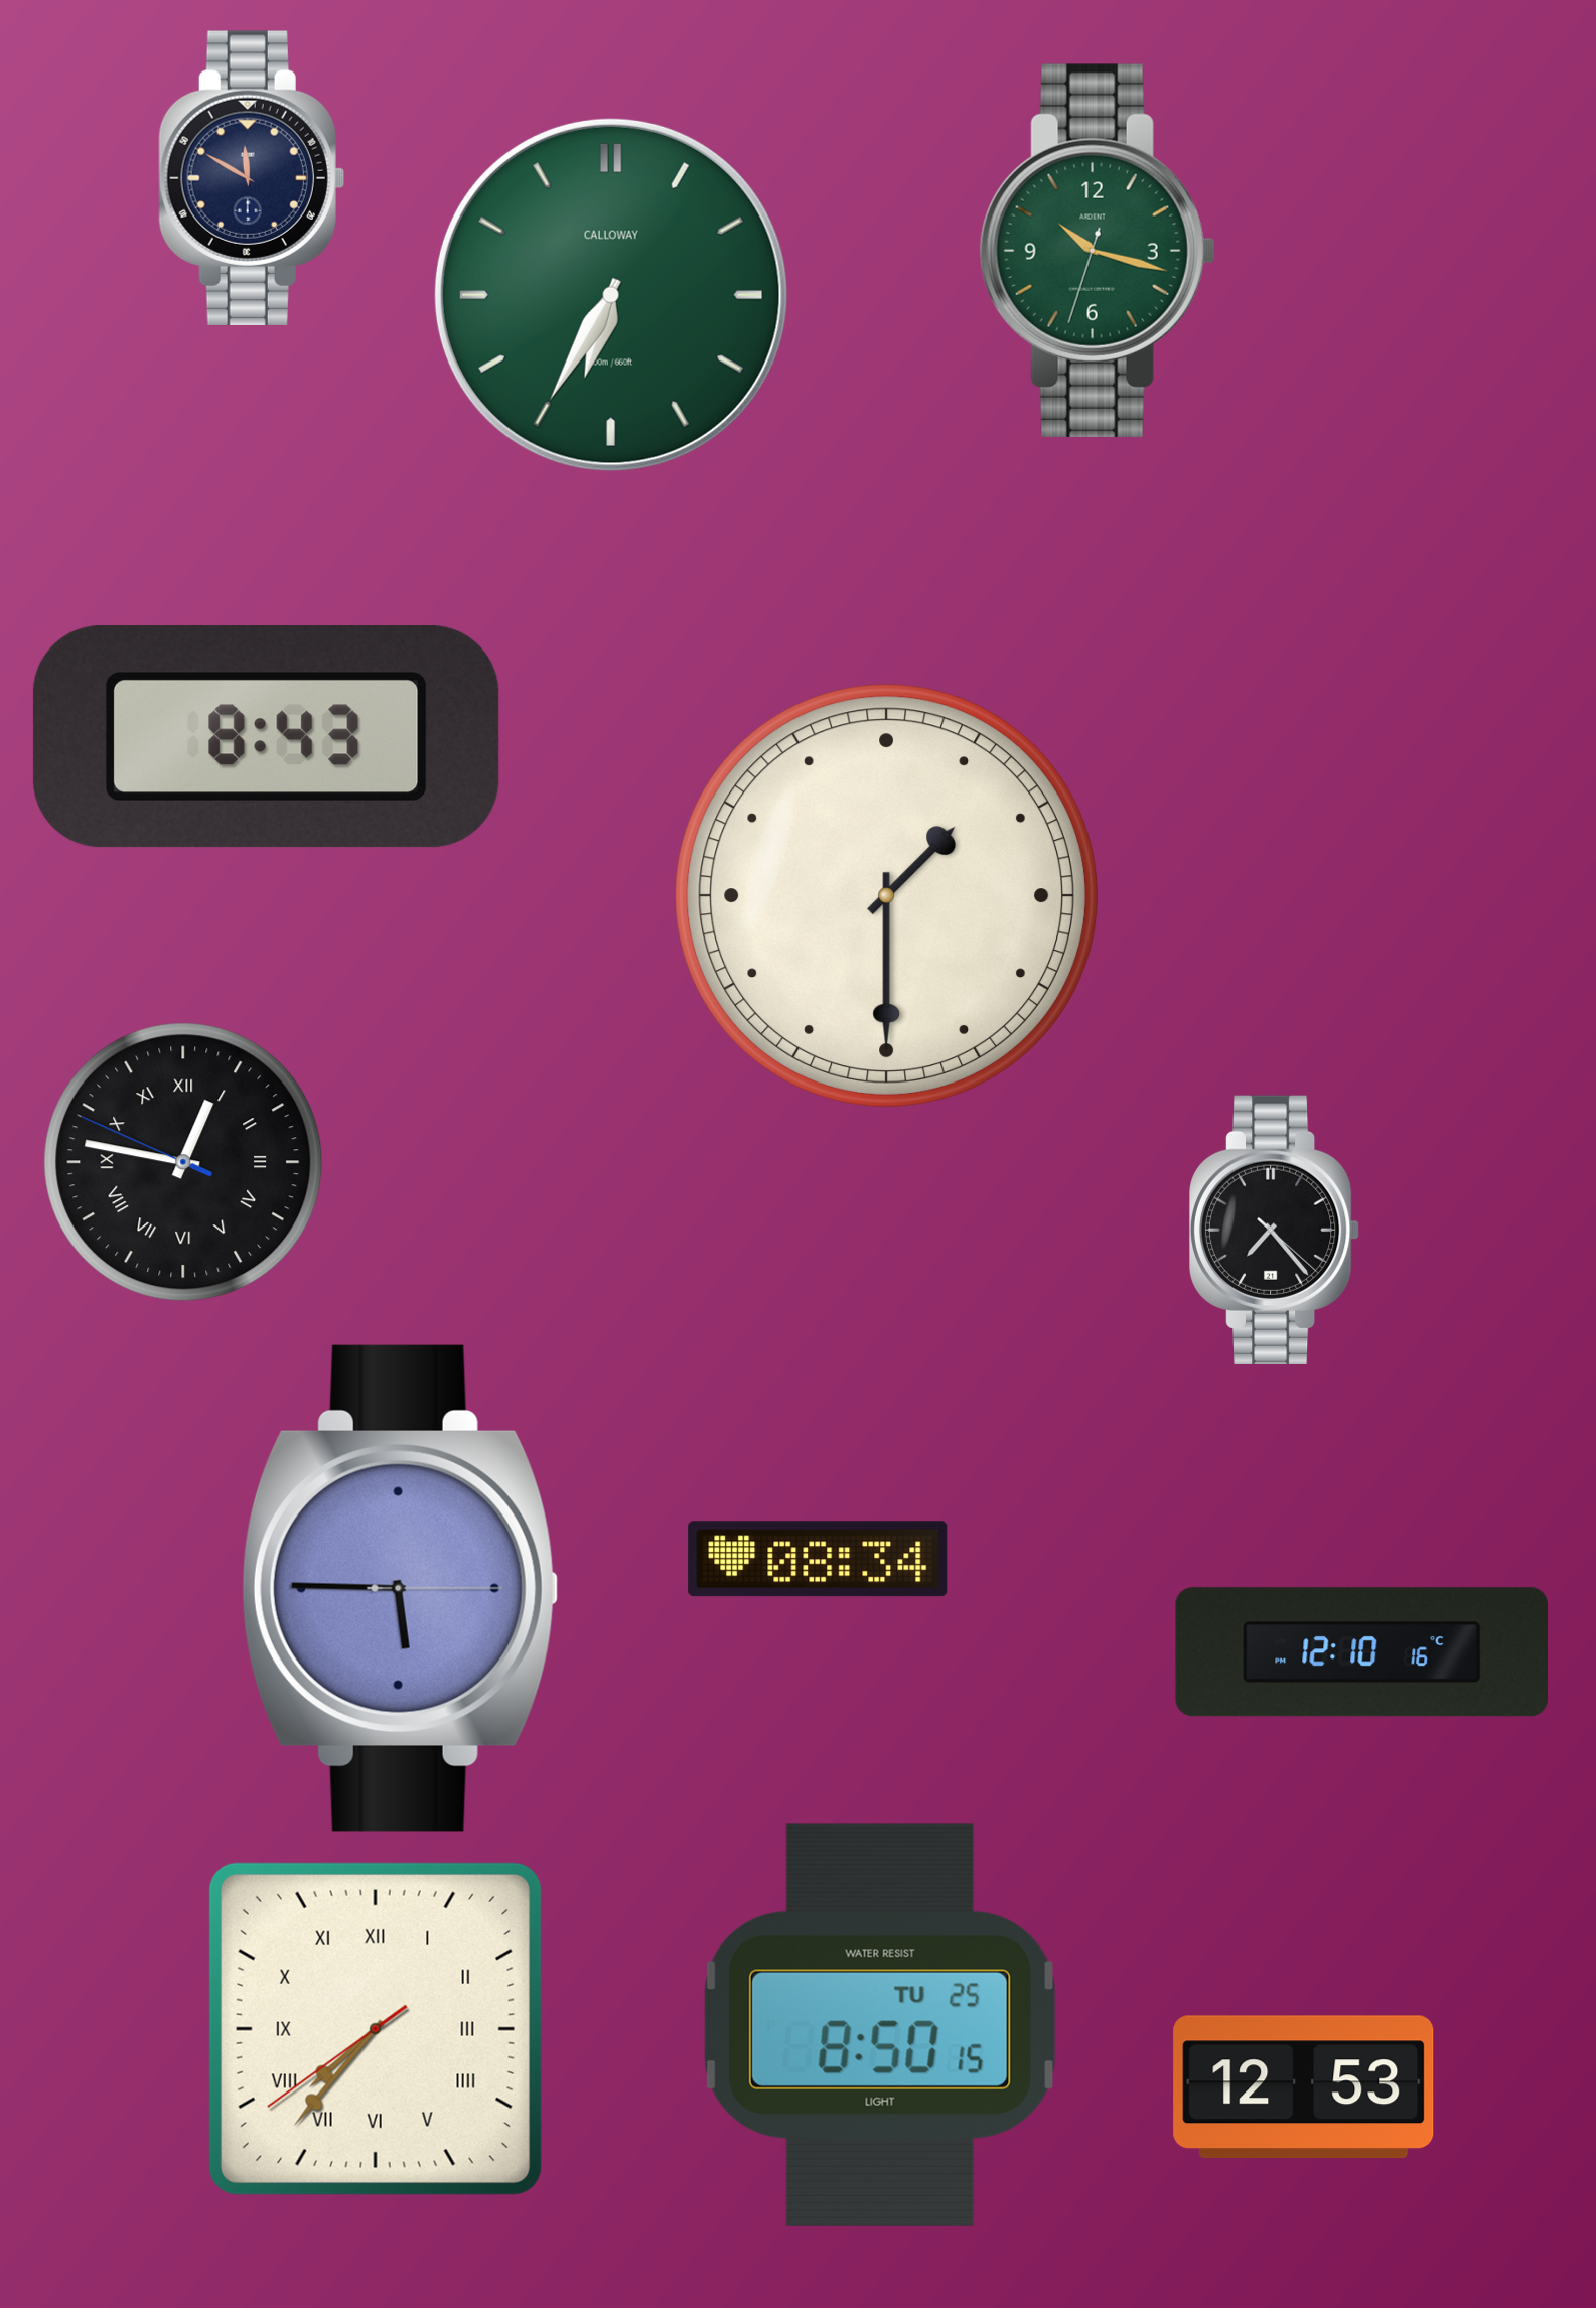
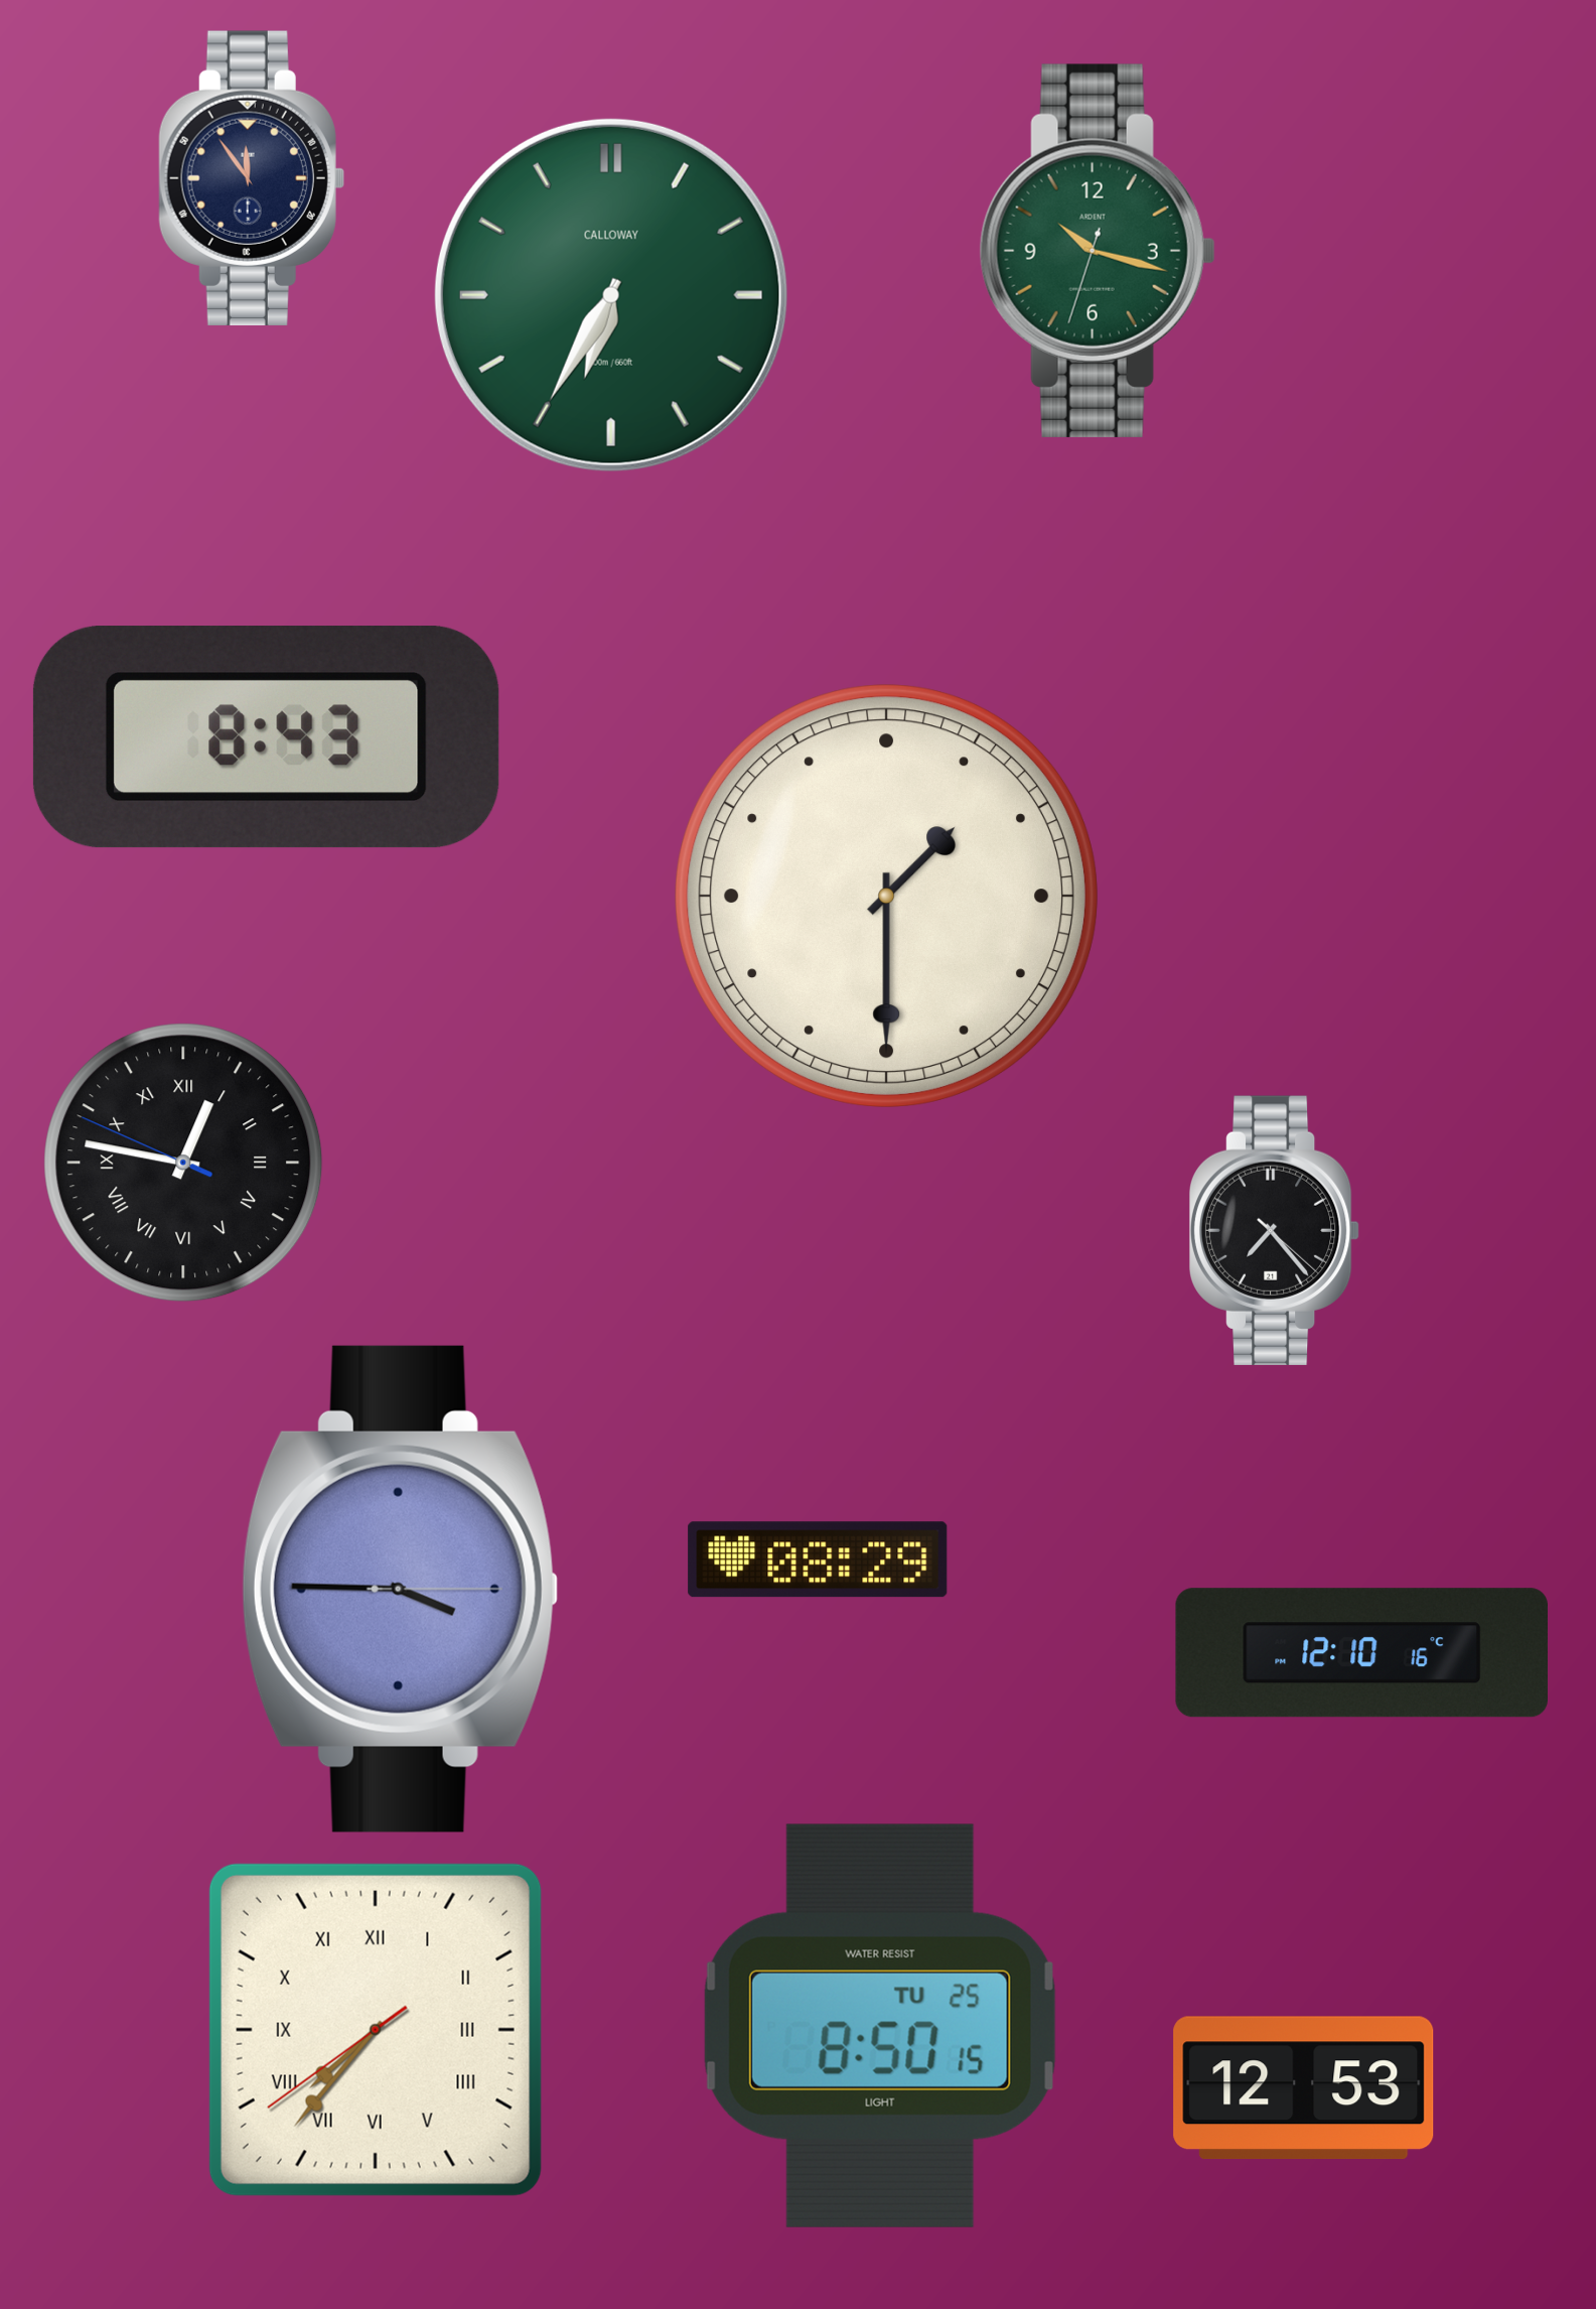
clock at (252, 178): 11:50 -> 11:54
clock at (818, 1559): 08:34 -> 08:29
clock at (400, 1588): 5:45 -> 3:45
